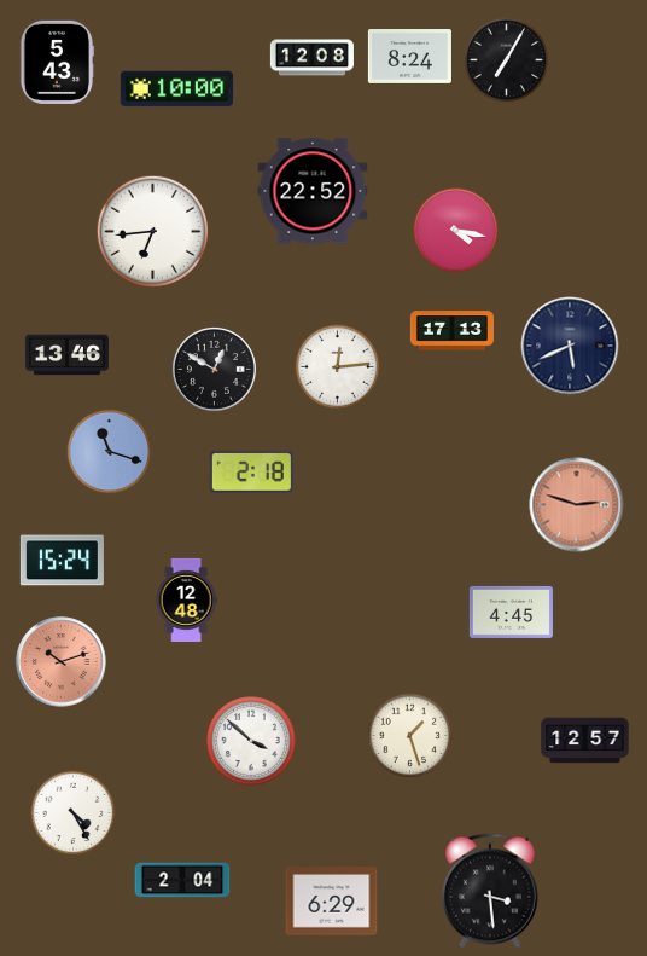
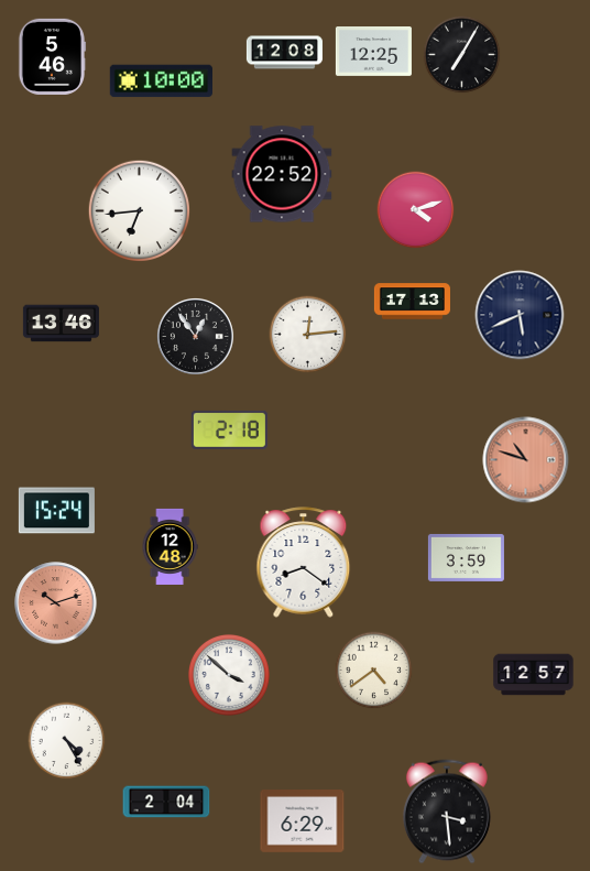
clock at (409, 57): 8:24 -> 12:25
clock at (57, 62): 5:43 -> 5:46
clock at (313, 191) position: (313, 191) -> (282, 174)
clock at (456, 231): 4:17 -> 4:12
clock at (214, 369): 12:50 -> 12:54
clock at (110, 452): 11:18 -> none
clock at (577, 505): 2:48 -> 10:48
clock at (511, 612): 4:45 -> 3:59
clock at (304, 563): none -> 8:21
clock at (410, 736): 1:27 -> 4:39
